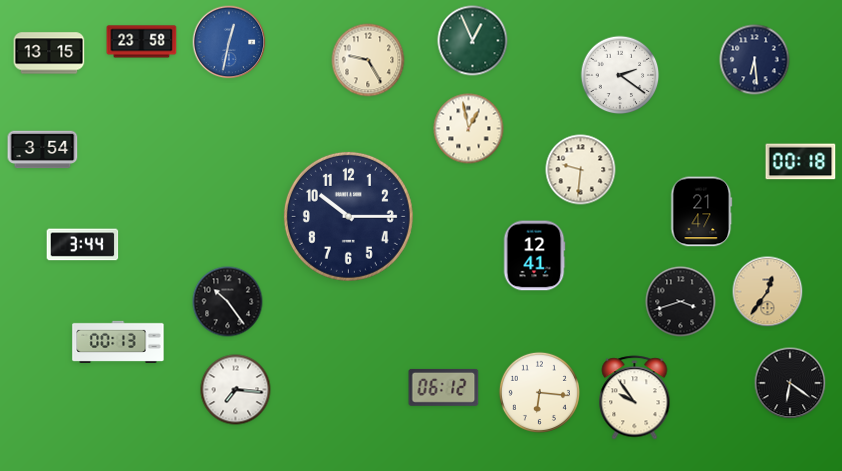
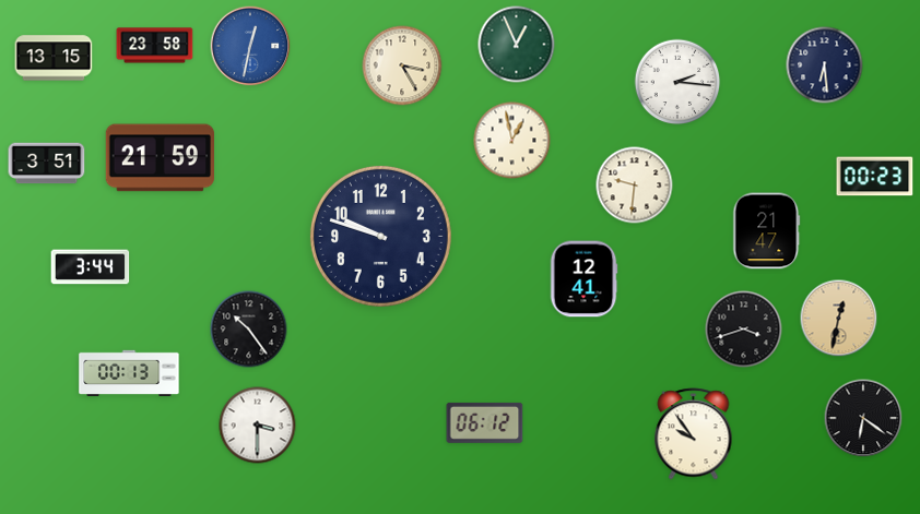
clock at (368, 60): 9:25 -> 3:25
clock at (620, 75): 2:21 -> 2:16
clock at (161, 158): none -> 21:59
clock at (43, 150): 3:54 -> 3:51
clock at (801, 162): 00:18 -> 00:23
clock at (348, 216): 10:15 -> 9:48
clock at (768, 292): 12:36 -> 12:32
clock at (236, 390): 7:16 -> 3:30
clock at (539, 392): 6:16 -> none
